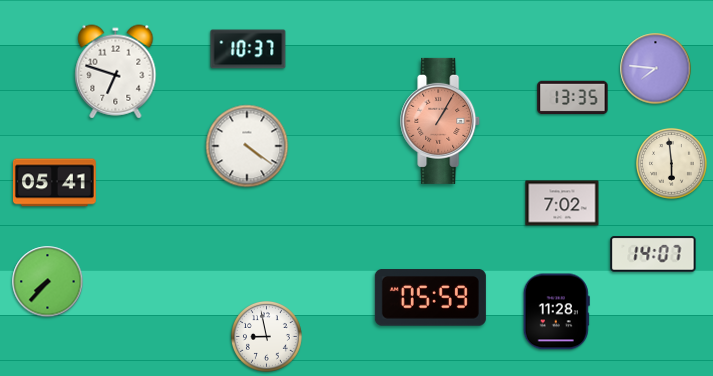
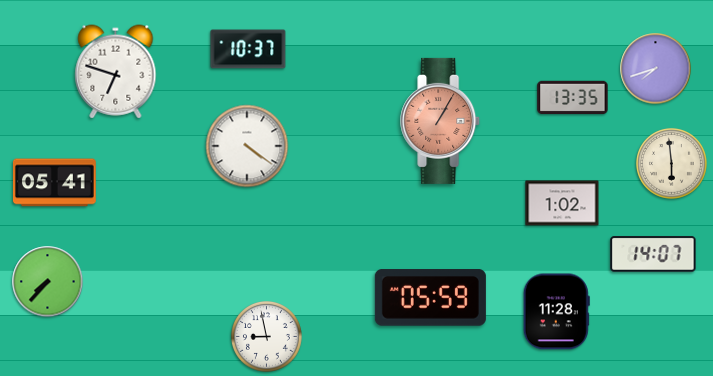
clock at (656, 69): 7:46 -> 7:42
clock at (562, 203): 7:02 -> 1:02
